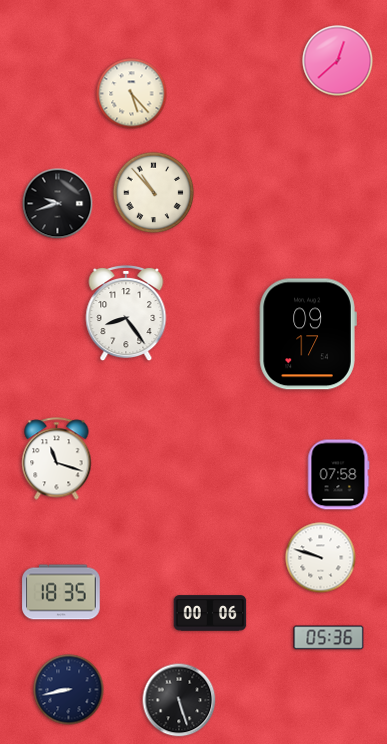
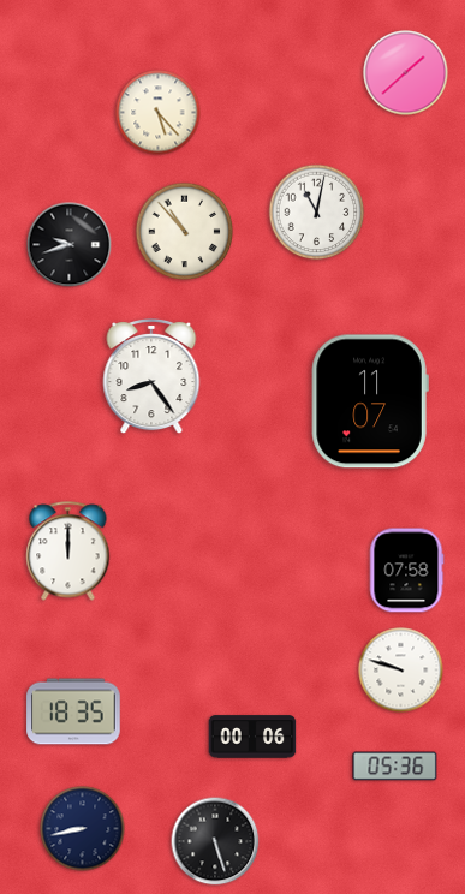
clock at (338, 61): 12:38 -> 1:38
clock at (317, 213): none -> 11:02
clock at (308, 334): 09:17 -> 11:07
clock at (57, 459): 11:18 -> 12:00
clock at (321, 558) position: (321, 558) -> (401, 670)
